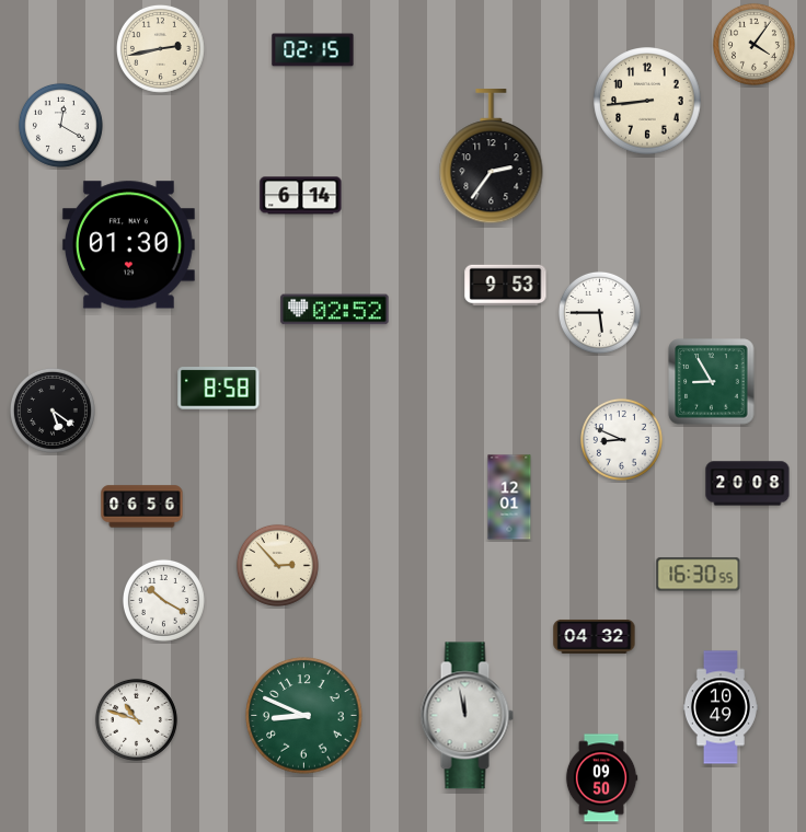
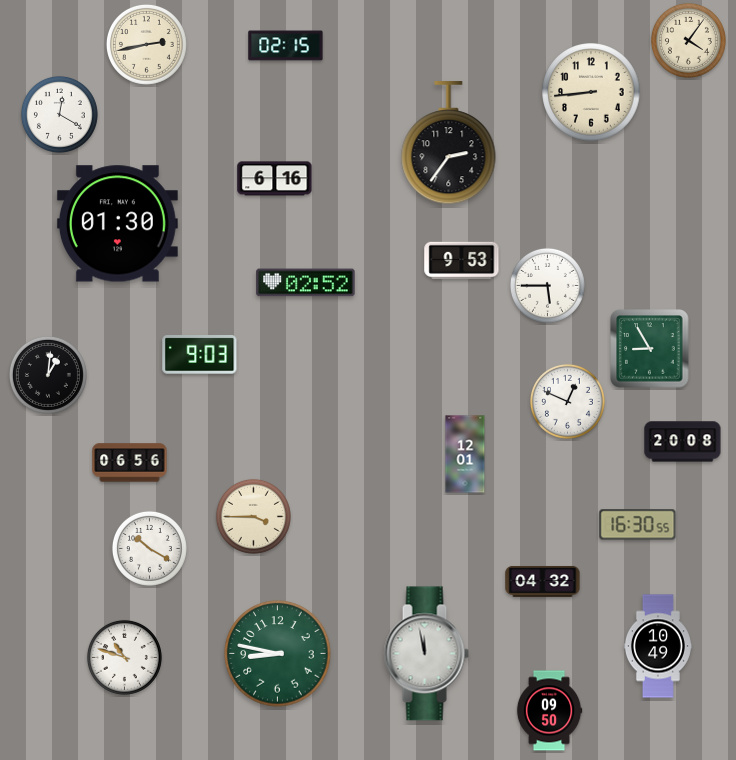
clock at (60, 125) position: (60, 125) -> (59, 114)
clock at (301, 196): 6:14 -> 6:16
clock at (219, 389): 8:58 -> 9:03
clock at (53, 411): 5:21 -> 1:01
clock at (621, 439): 8:49 -> 12:49
clock at (277, 565): 2:53 -> 3:45
clock at (304, 716): 8:49 -> 8:47
